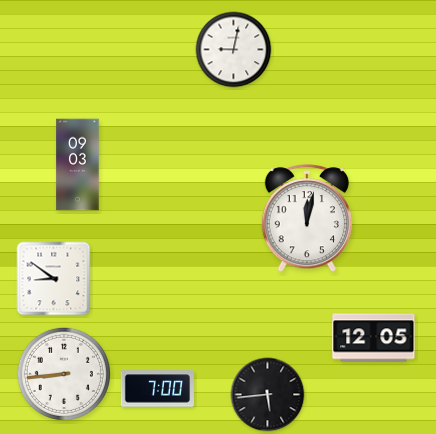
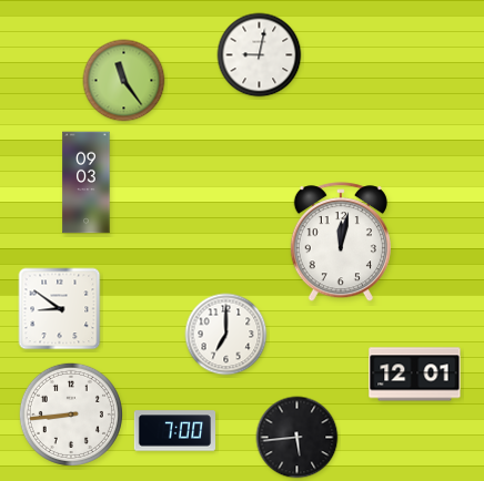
clock at (124, 81): none -> 11:24
clock at (226, 335): none -> 7:00
clock at (374, 338): 12:05 -> 12:01
